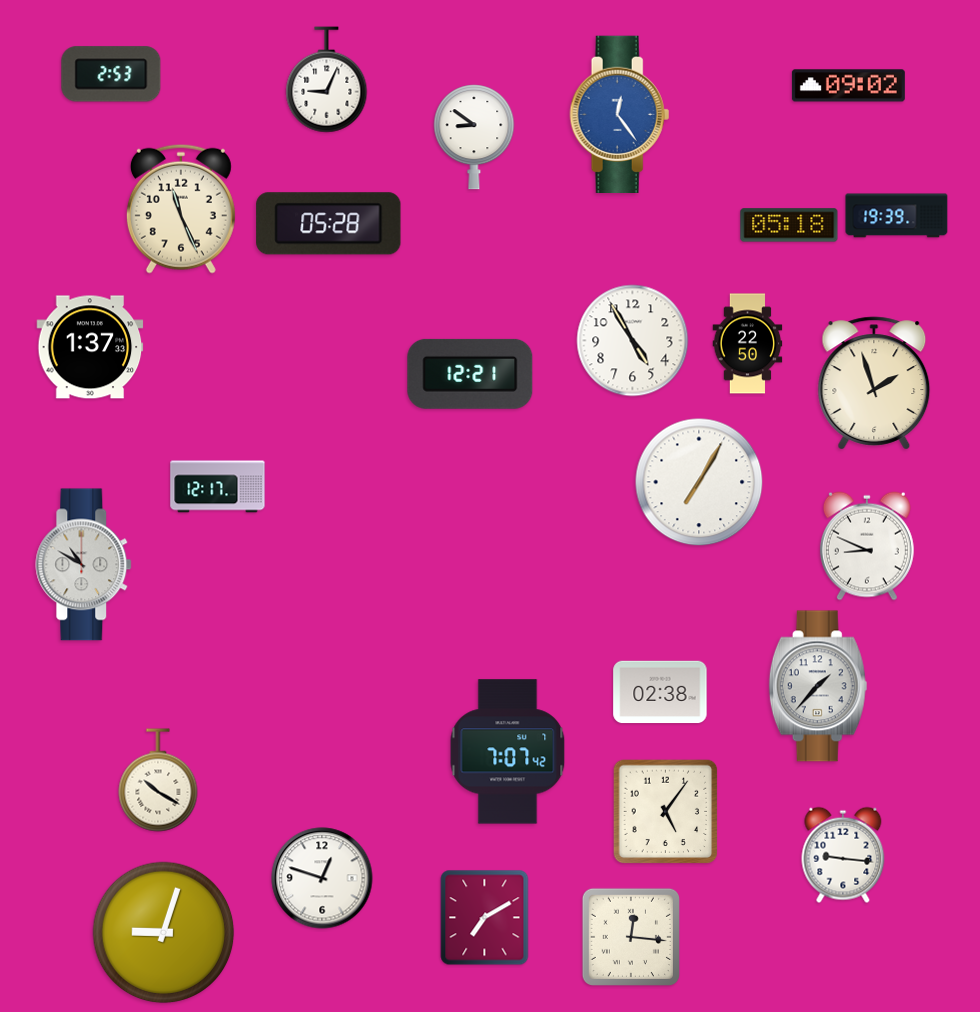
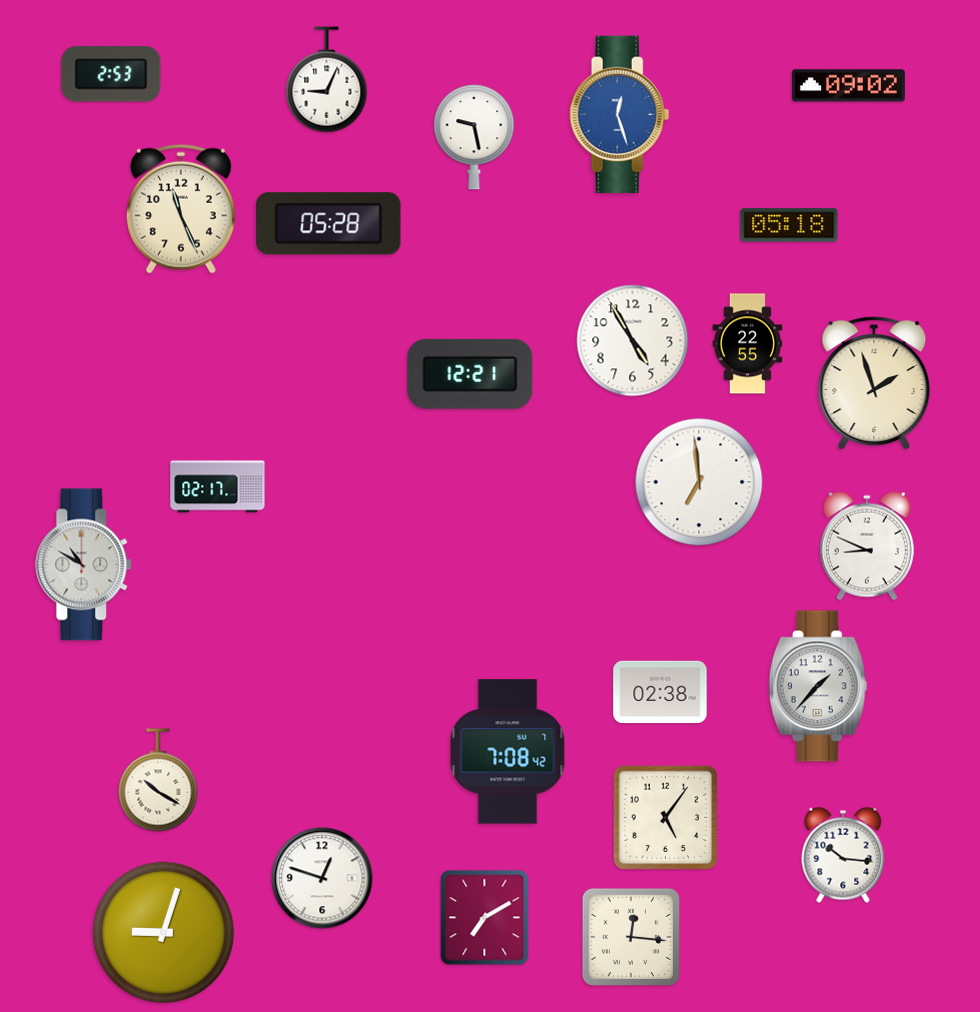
clock at (620, 114): 12:24 -> 12:27
clock at (474, 137): 8:51 -> 9:28
clock at (897, 216): 19:39 -> none
clock at (748, 344): 22:50 -> 22:55
clock at (90, 347): 1:37 -> none
clock at (699, 482): 7:05 -> 6:59
clock at (218, 487): 12:17 -> 02:17
clock at (508, 752): 7:07 -> 7:08
clock at (666, 812) position: (666, 812) -> (666, 818)
clock at (843, 855): 9:16 -> 10:16
